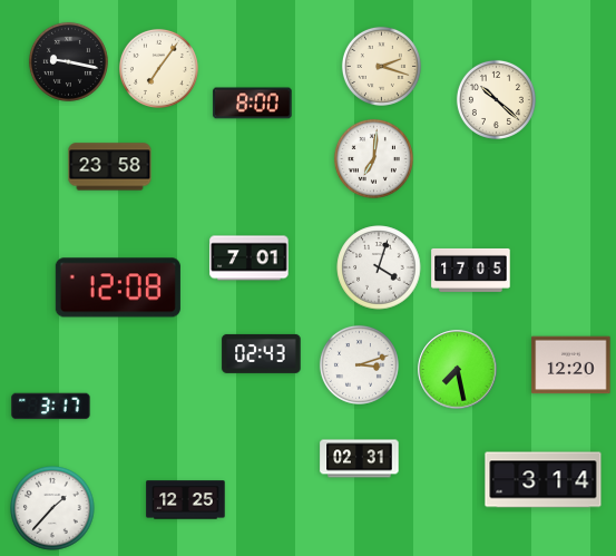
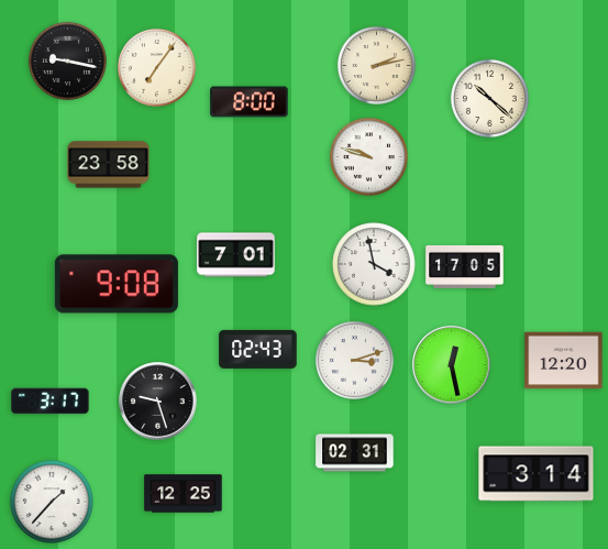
clock at (381, 66): 2:18 -> 2:13
clock at (373, 158): 7:01 -> 9:48
clock at (250, 259) position: (250, 259) -> (236, 255)
clock at (379, 267): 4:03 -> 3:58
clock at (118, 287): 12:08 -> 9:08
clock at (458, 370): 7:28 -> 12:28
clock at (158, 402): none -> 9:27
